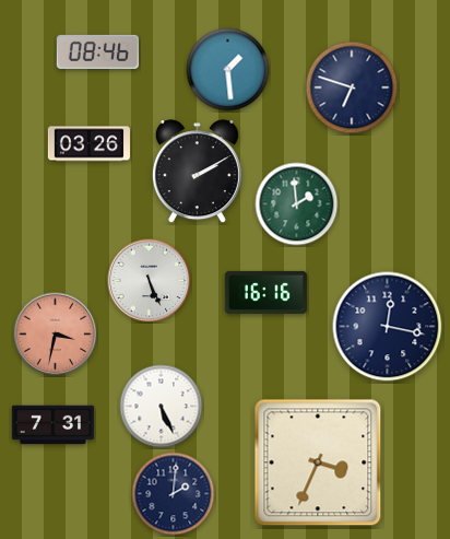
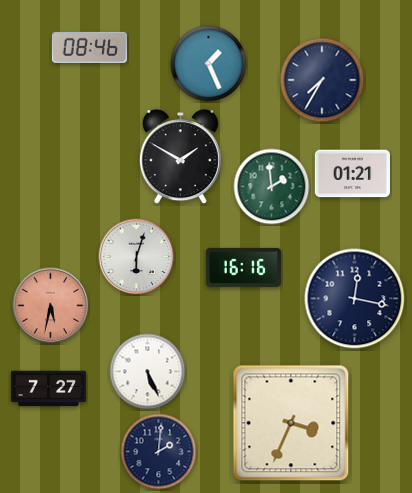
clock at (228, 70): 1:29 -> 1:26
clock at (352, 87): 6:48 -> 7:35
clock at (88, 144): 03:26 -> none
clock at (197, 172): 2:10 -> 1:50
clock at (352, 174): none -> 01:21
clock at (150, 281): 5:26 -> 6:03
clock at (56, 335): 3:32 -> 5:32
clock at (52, 425): 7:31 -> 7:27
